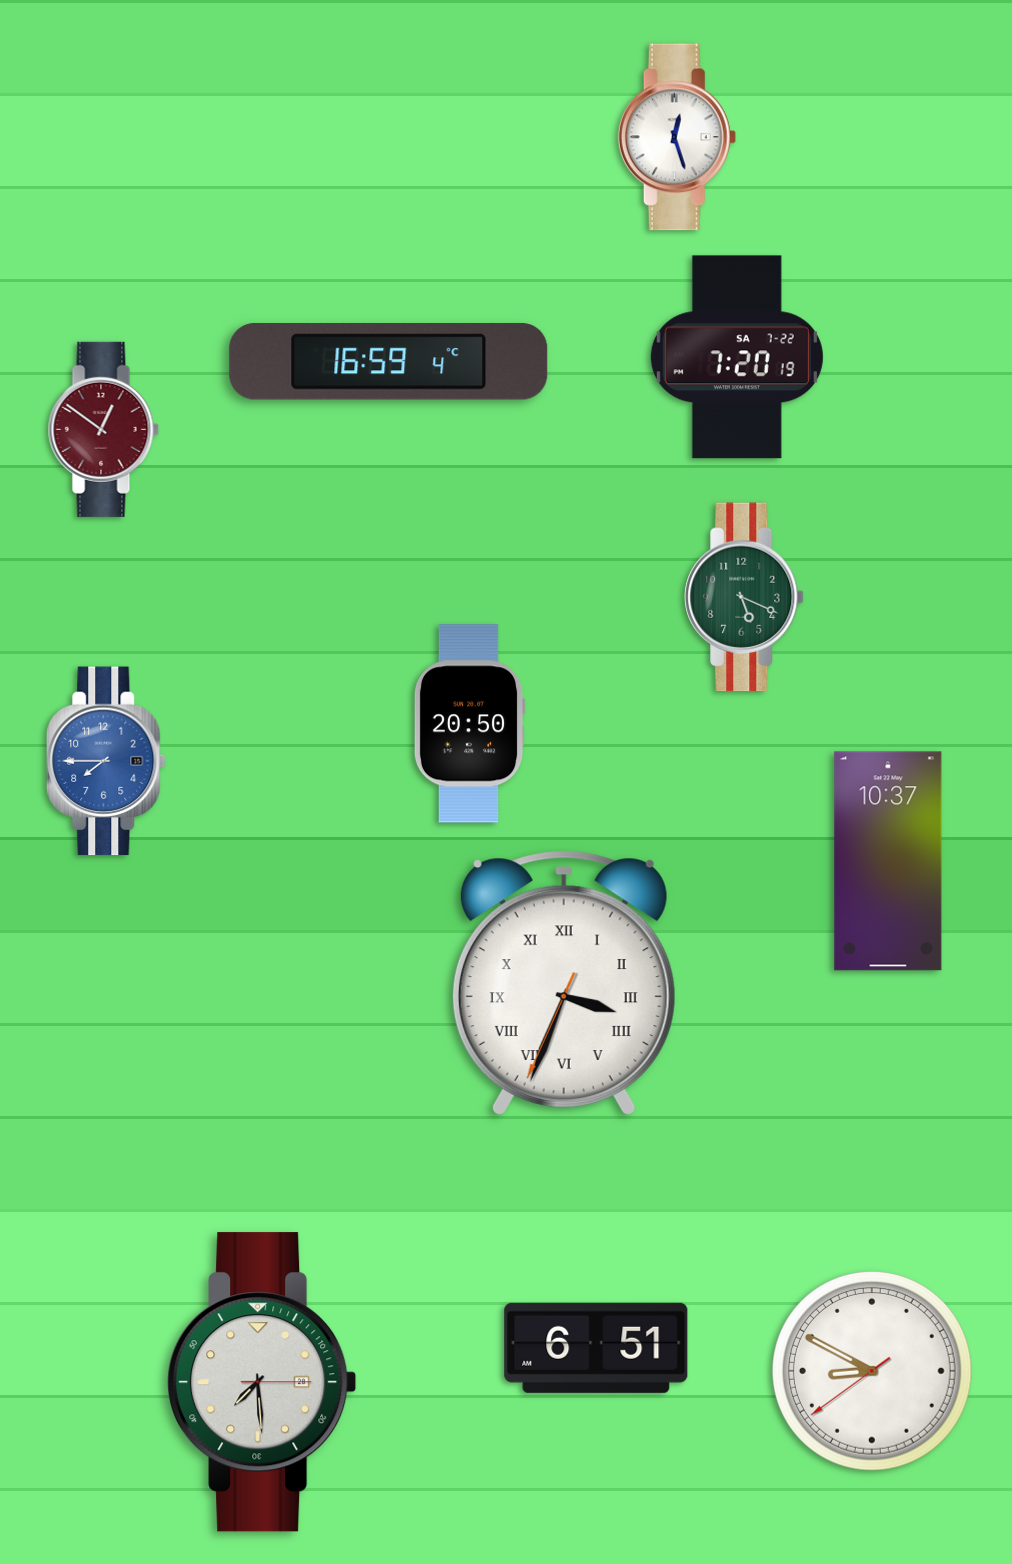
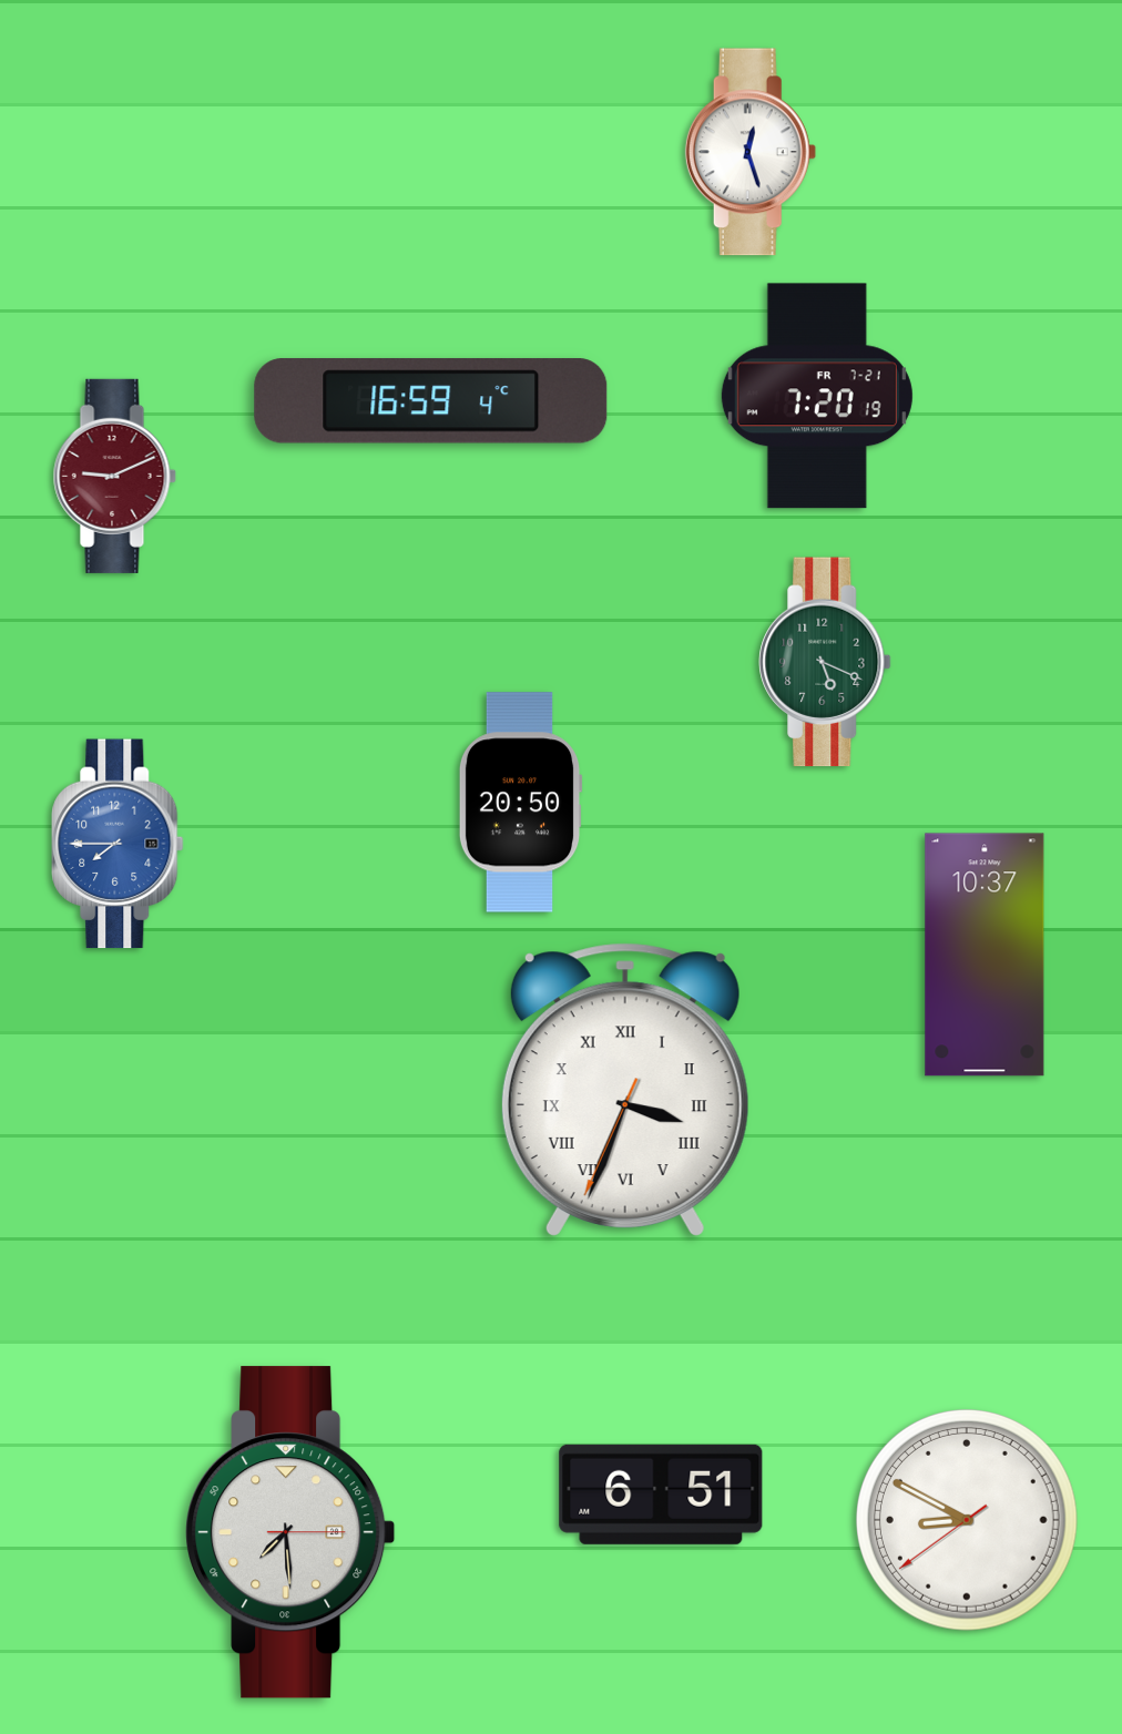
clock at (737, 357) date: SA 7-22 -> FR 7-21
clock at (103, 429): 12:51 -> 9:11
